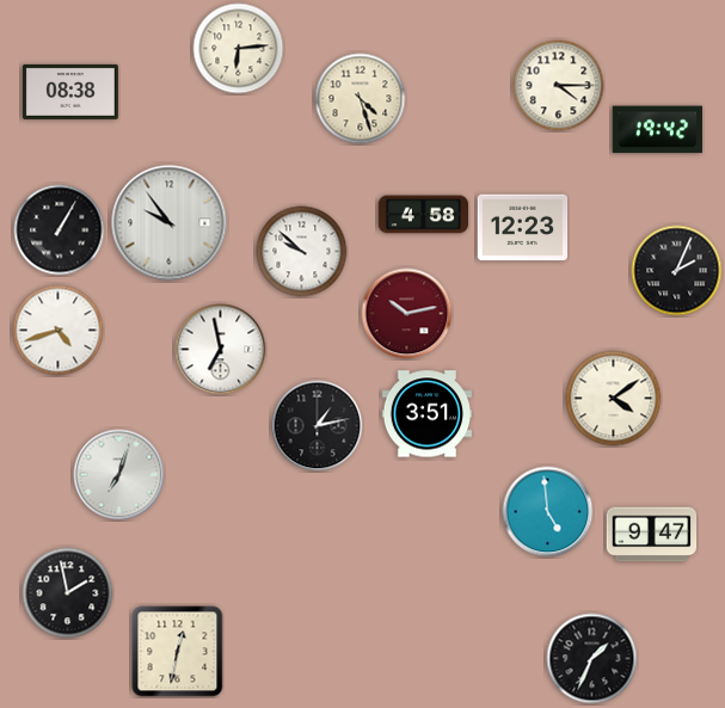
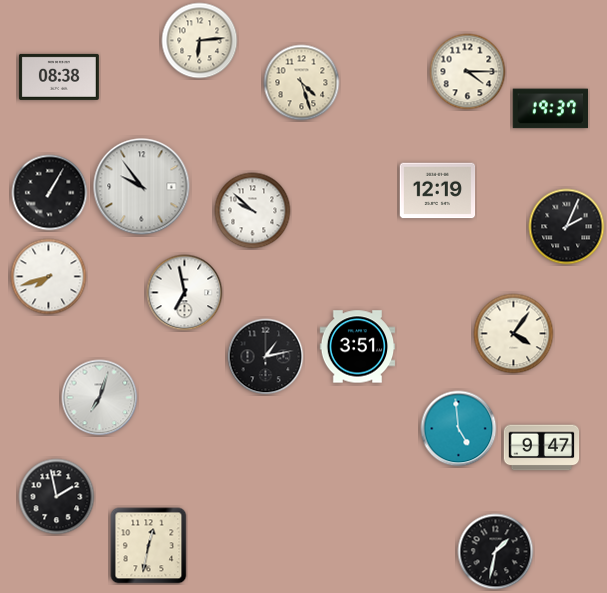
clock at (657, 130): 19:42 -> 19:37
clock at (424, 215): 4:58 -> none
clock at (523, 228): 12:23 -> 12:19
clock at (407, 314): 10:13 -> none
clock at (59, 331): 4:42 -> 7:42
clock at (614, 399): 4:09 -> 4:06
clock at (652, 535) position: (652, 535) -> (542, 448)
clock at (592, 659): 1:34 -> 1:32
